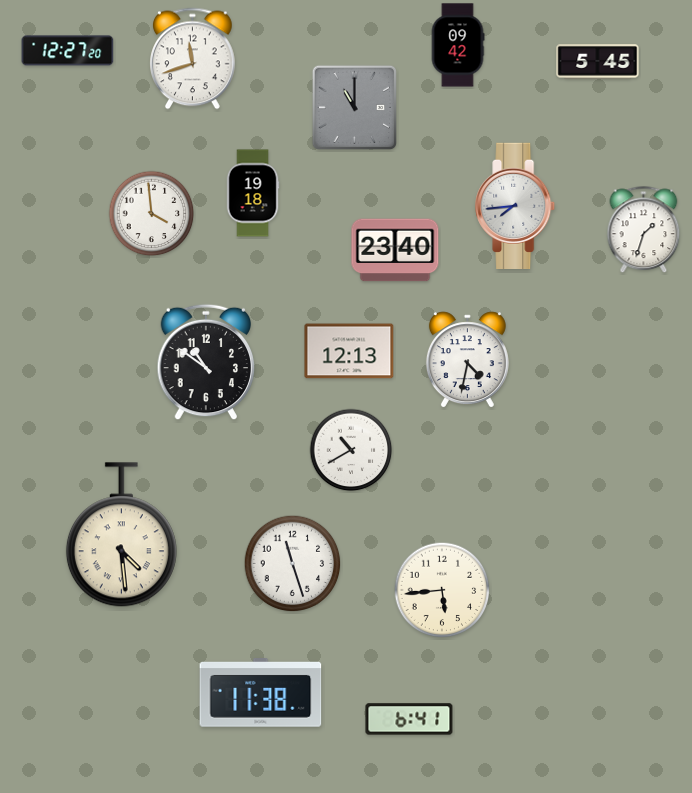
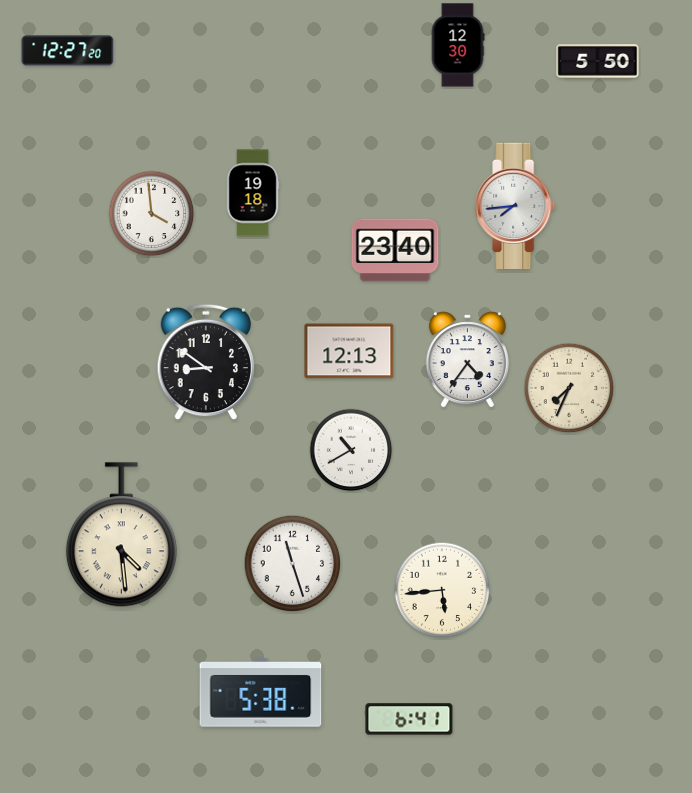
clock at (458, 45): 09:42 -> 12:30
clock at (193, 59): 11:42 -> none
clock at (598, 62): 5:45 -> 5:50
clock at (354, 107): 11:00 -> none
clock at (644, 230): 1:33 -> none
clock at (467, 360): 4:32 -> 4:36
clock at (206, 362): 10:51 -> 8:51
clock at (569, 388): none -> 7:34
clock at (261, 693): 11:38 -> 5:38
